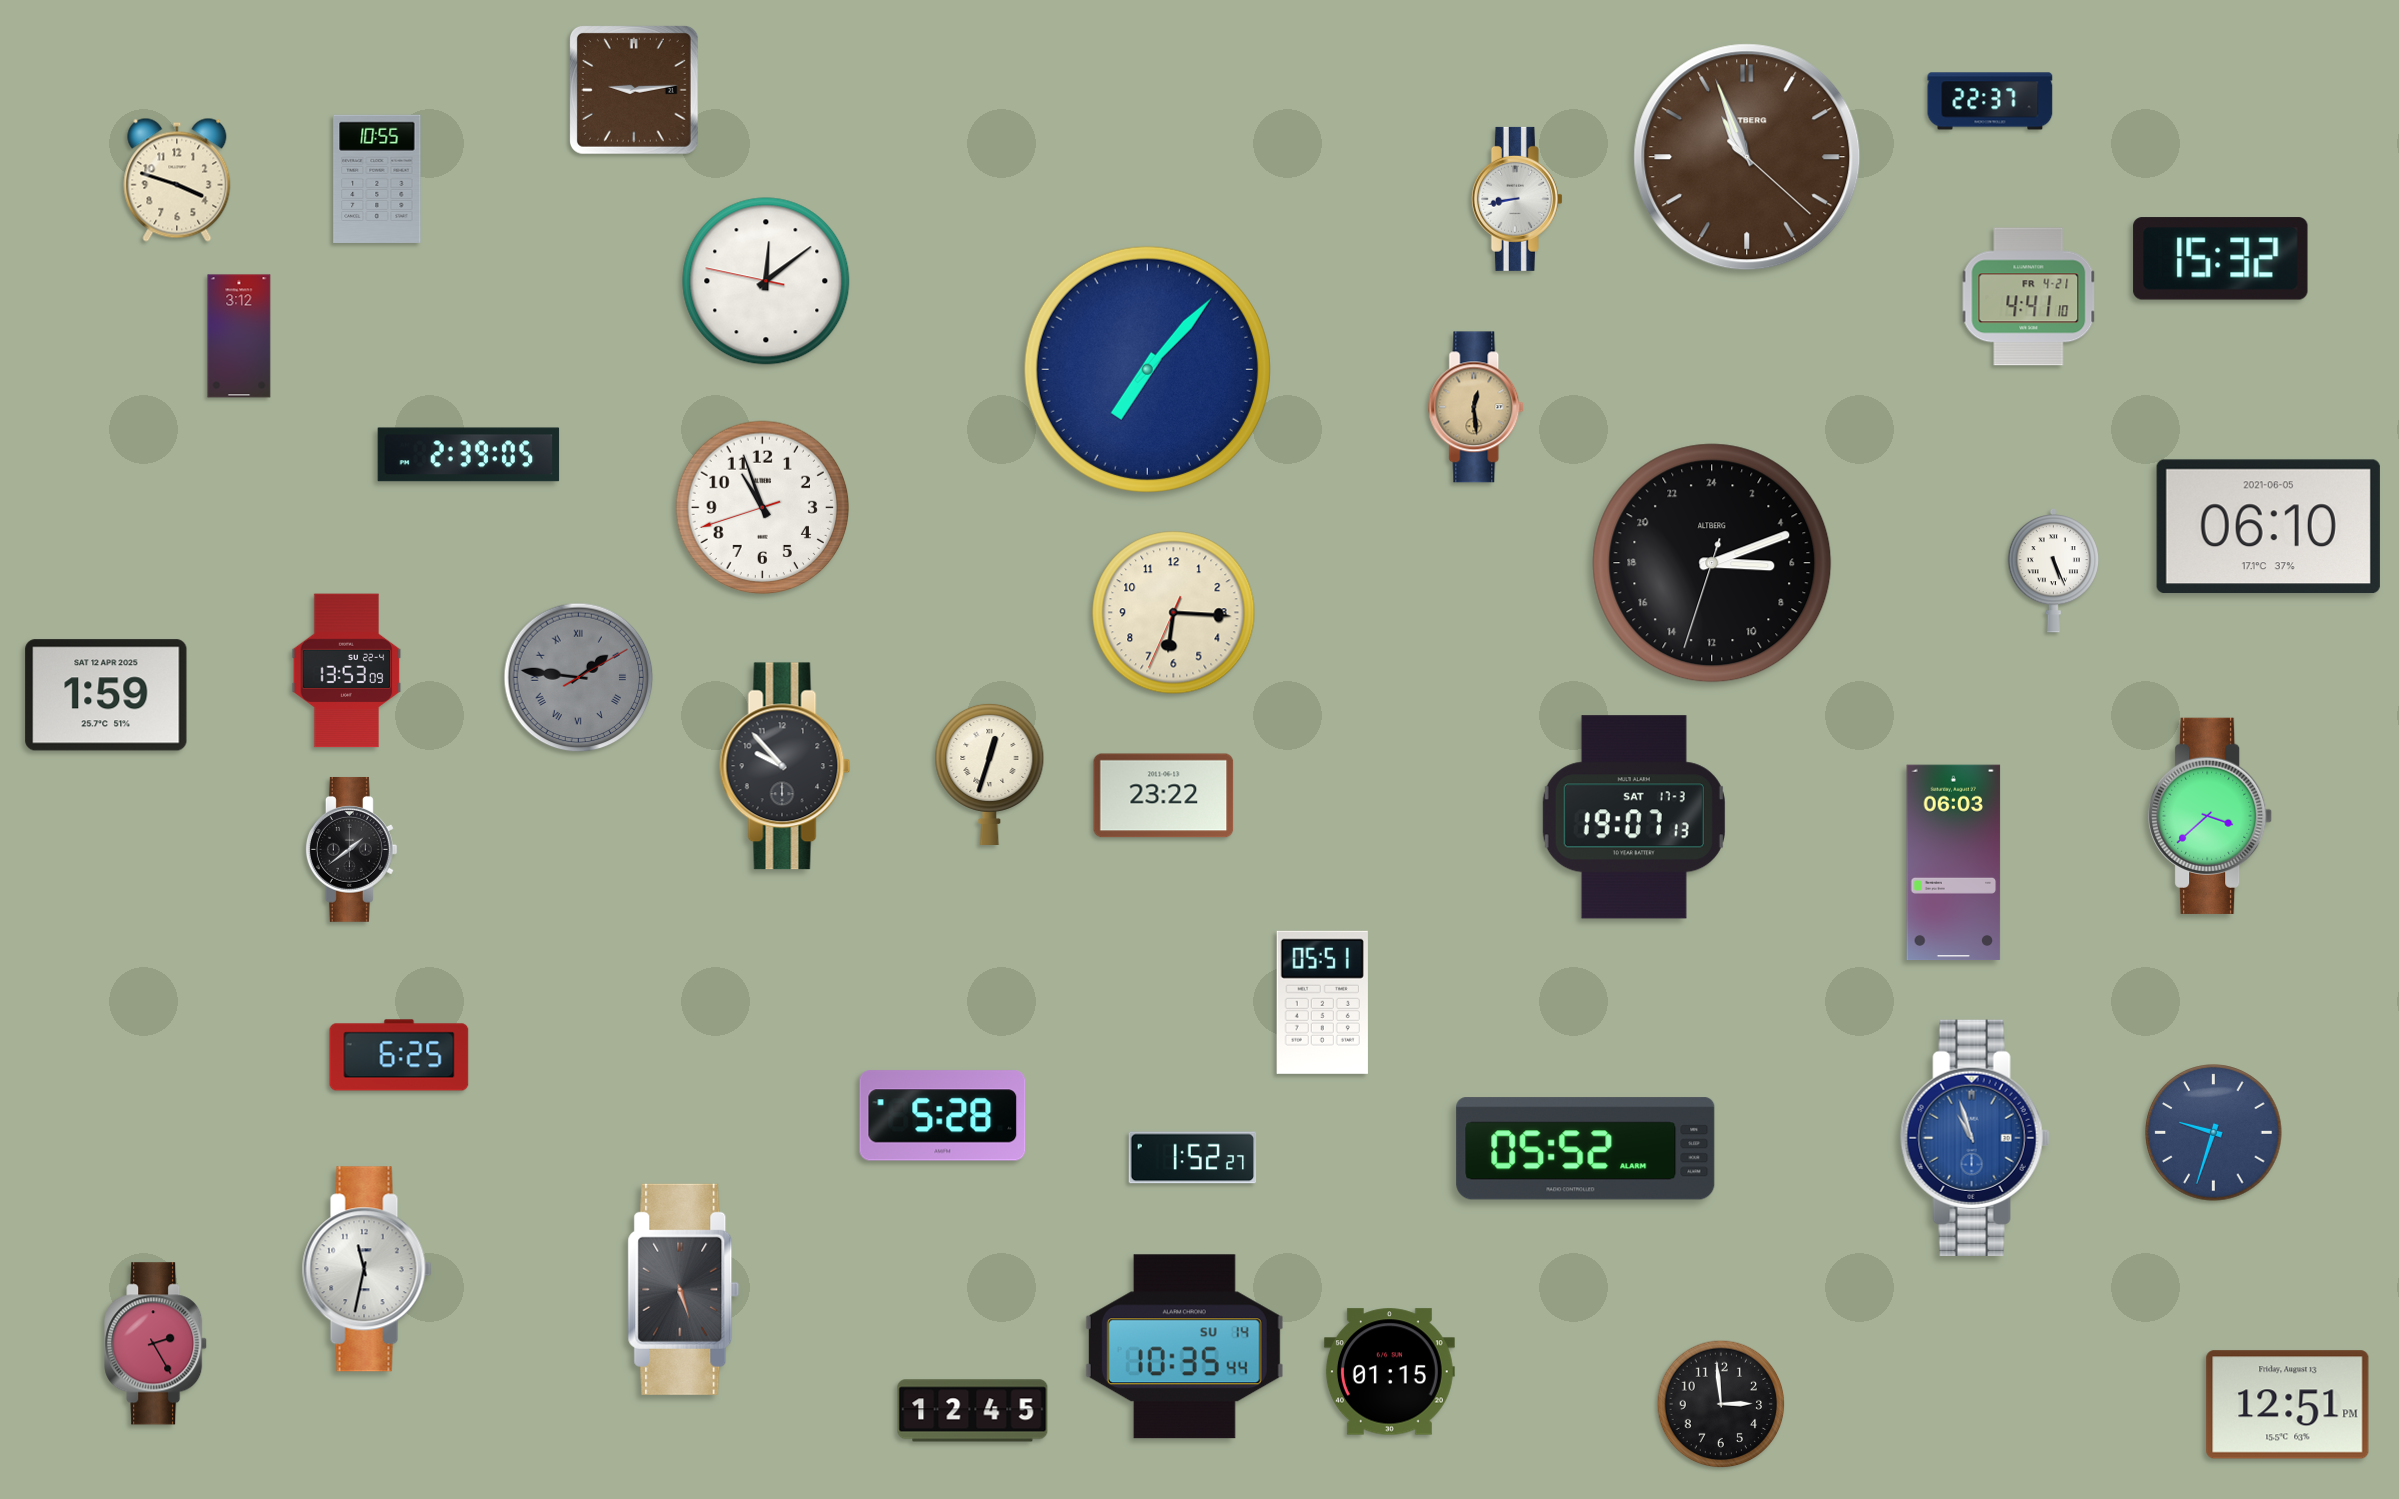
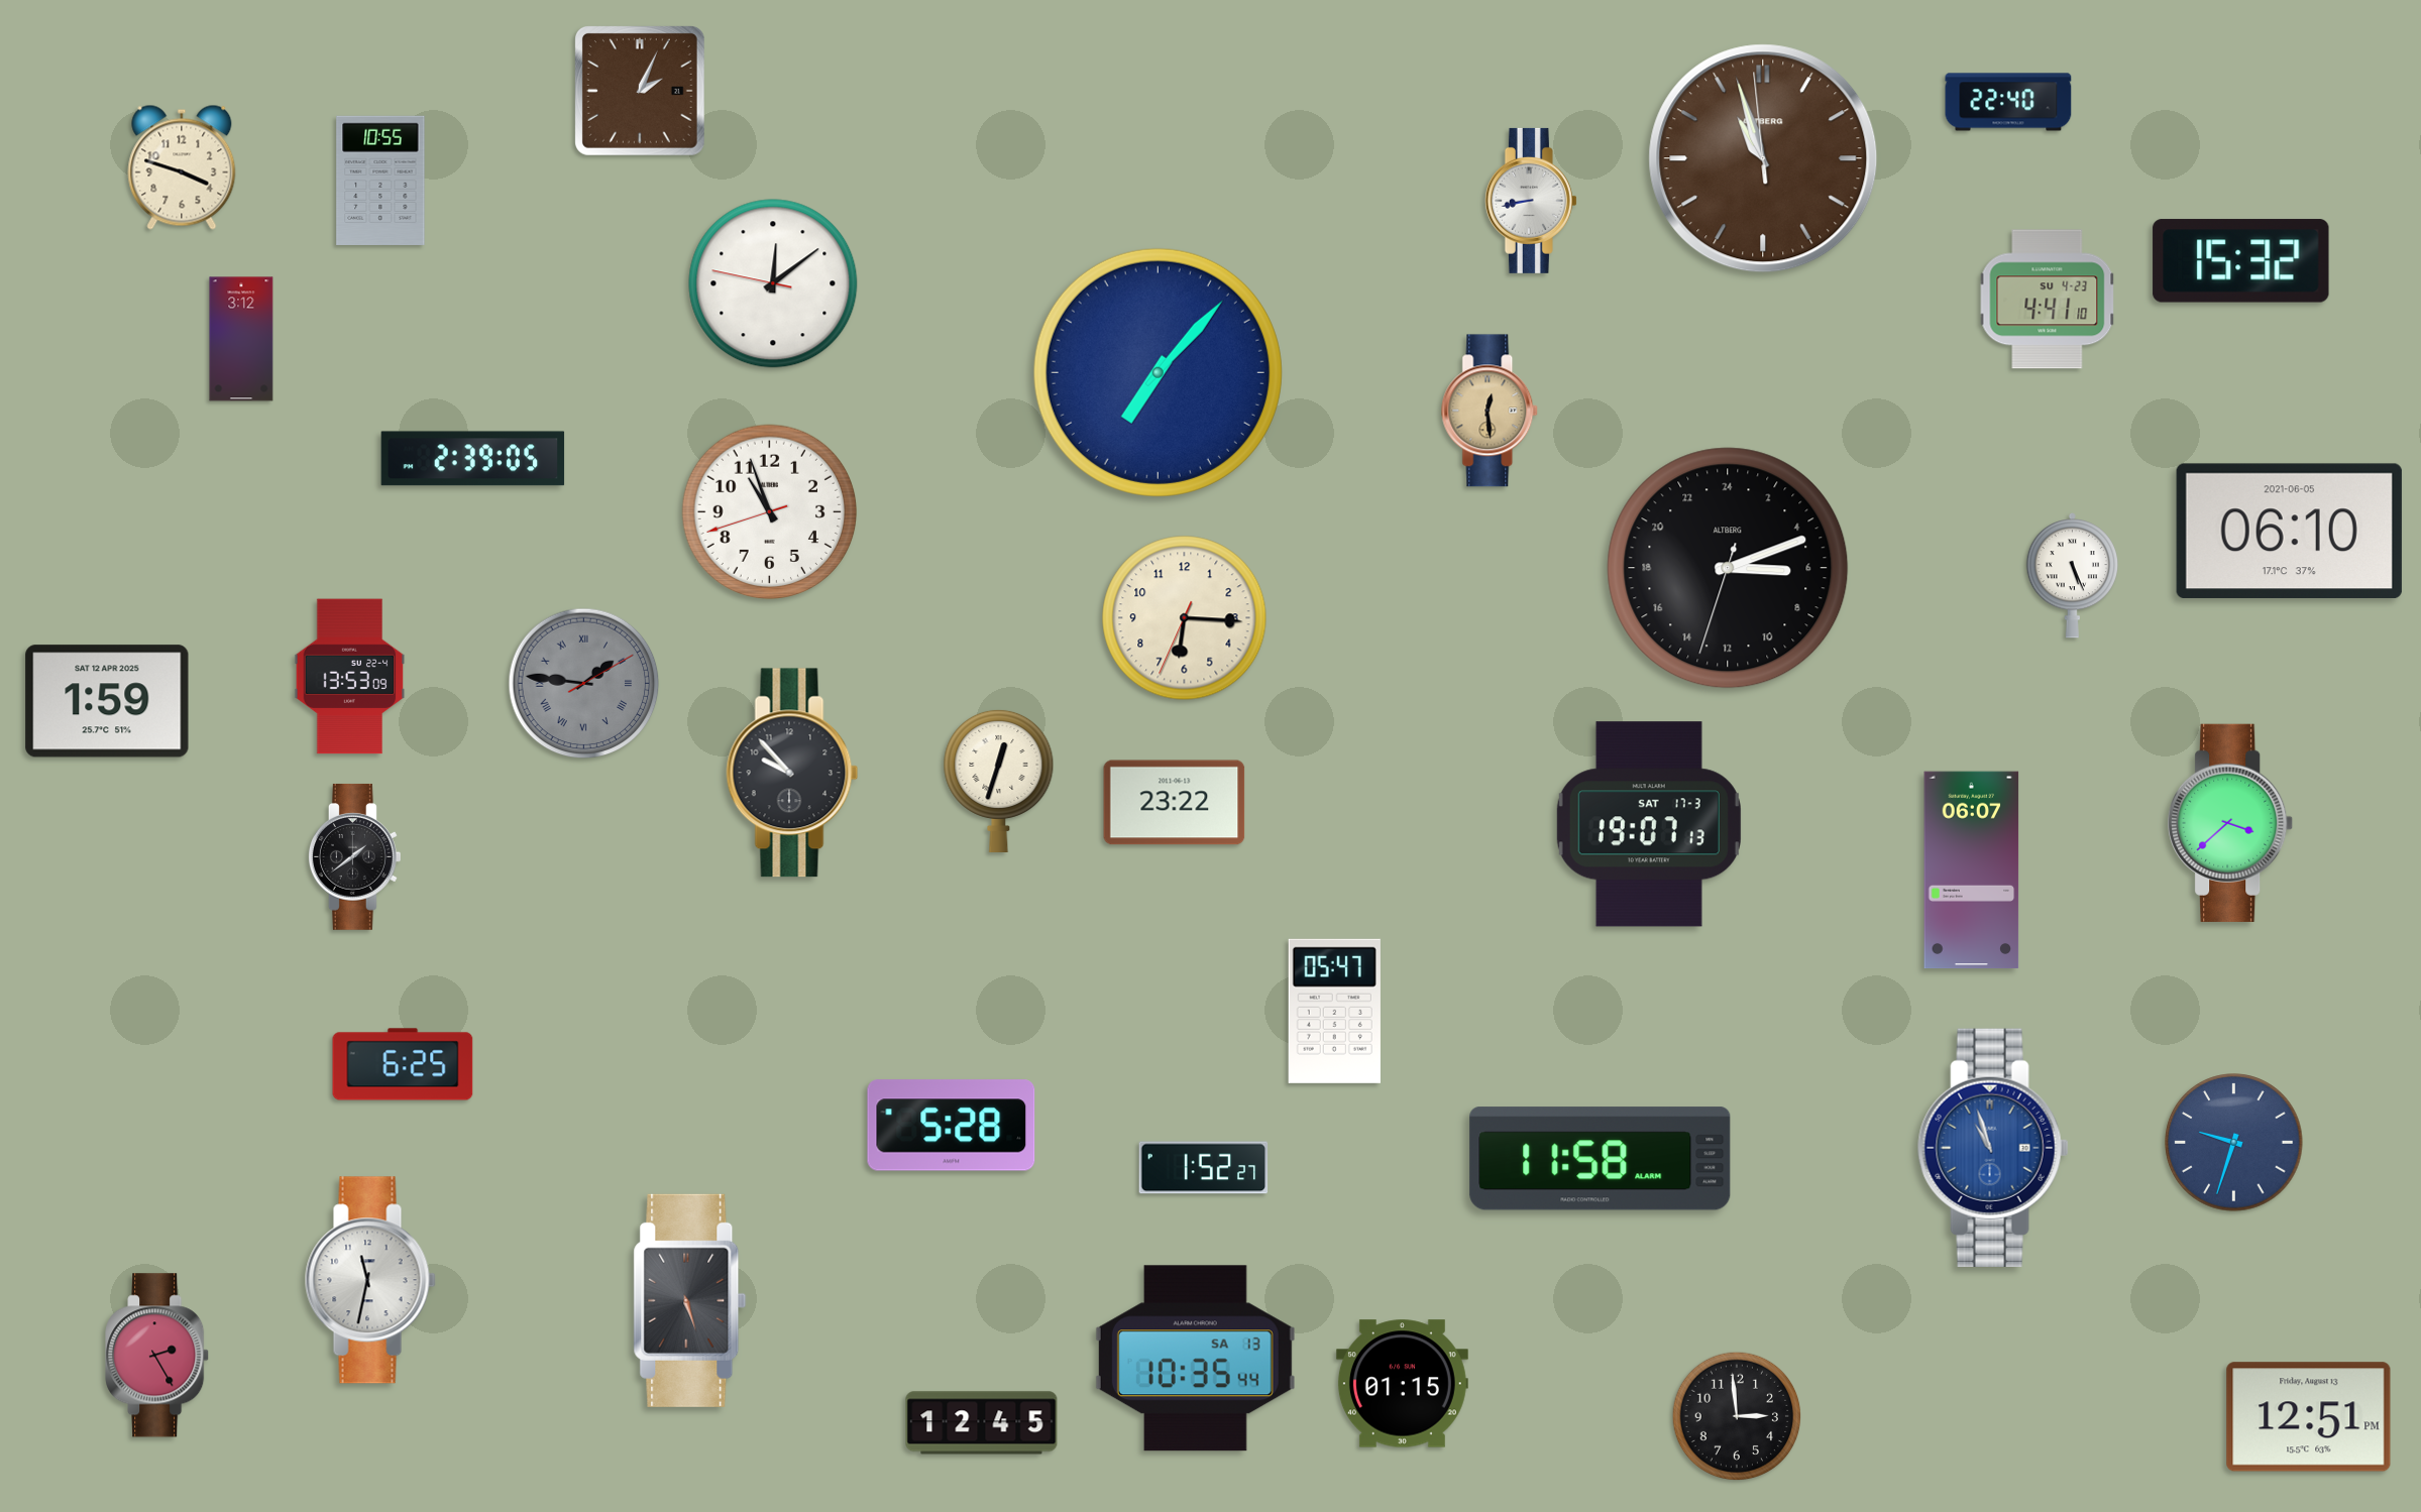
clock at (634, 90): 9:14 -> 2:04
clock at (1990, 101): 22:37 -> 22:40
clock at (1747, 157): 10:56:22 -> 10:56:59
clock at (177, 180) position: (177, 180) -> (182, 167)
clock at (2029, 297) date: FR 4-21 -> SU 4-23
clock at (1954, 863): 06:03 -> 06:07
clock at (1322, 1002): 05:51 -> 05:47
clock at (1586, 1149): 05:52 -> 11:58
clock at (1184, 1347) date: SU 14 -> SA 13
